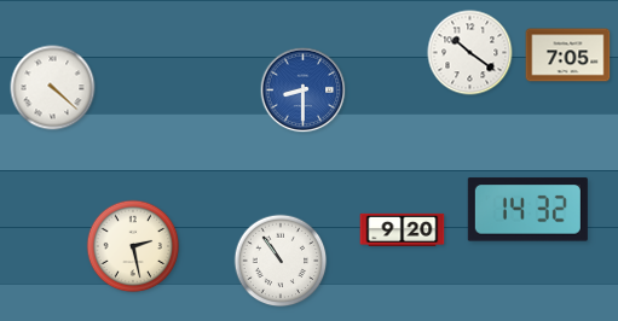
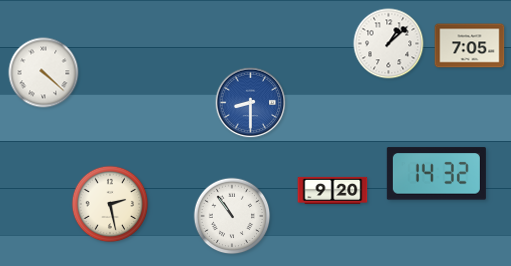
clock at (470, 53): 10:21 -> 1:08
clock at (304, 91) position: (304, 91) -> (251, 103)
